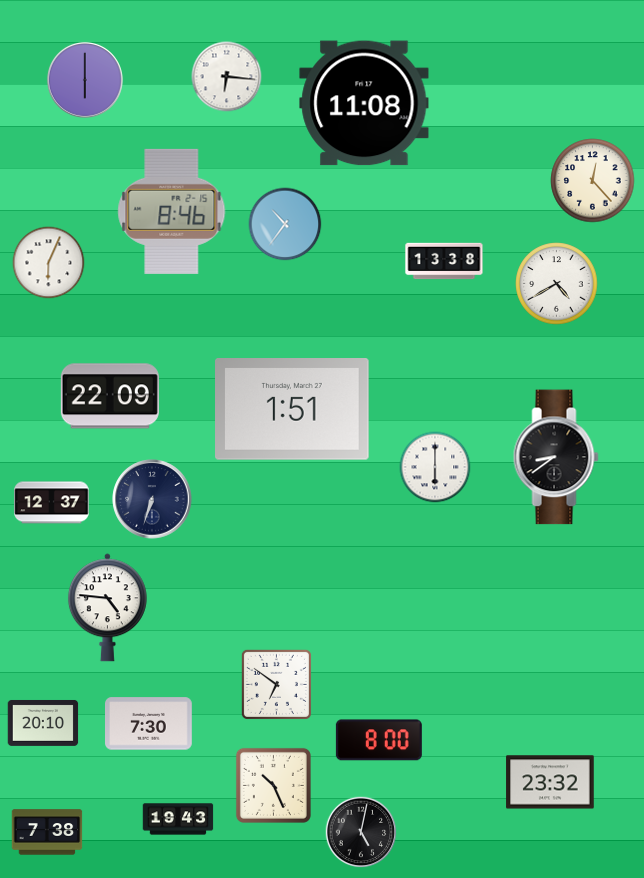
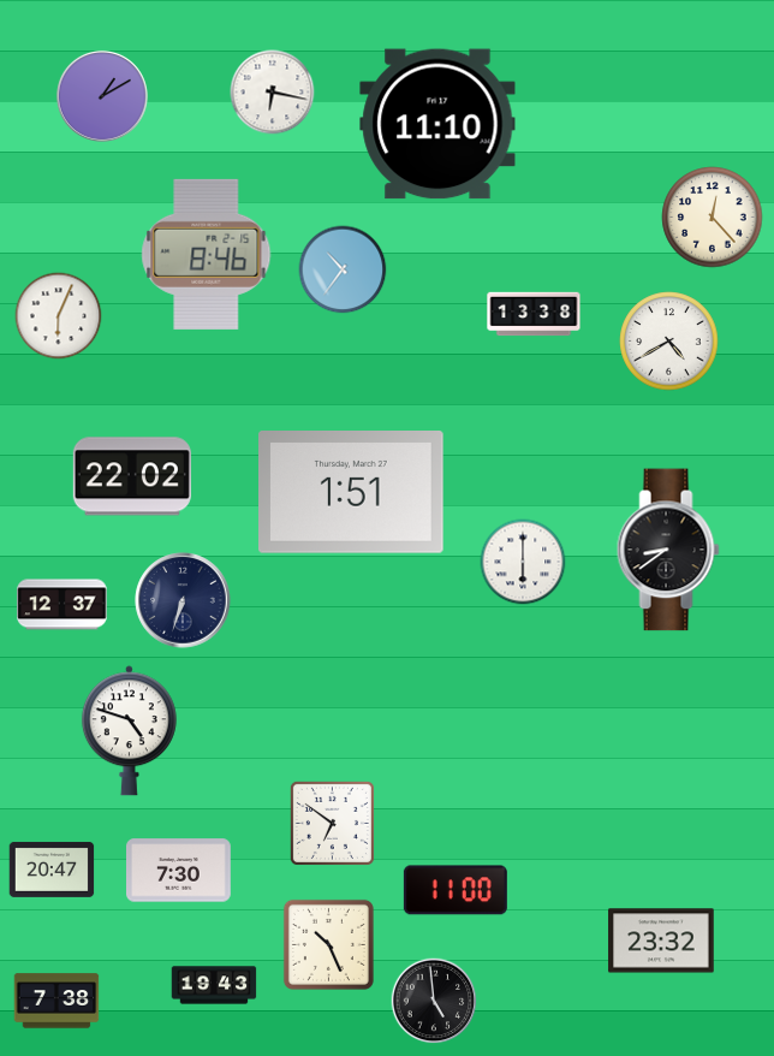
clock at (227, 77): 6:16 -> 6:17
clock at (85, 80): 6:00 -> 1:10
clock at (364, 103): 11:08 -> 11:10
clock at (110, 396): 22:09 -> 22:02
clock at (107, 608): 4:46 -> 4:48
clock at (43, 723): 20:10 -> 20:47
clock at (379, 740): 8:00 -> 11:00
clock at (361, 832): 5:02 -> 4:59
